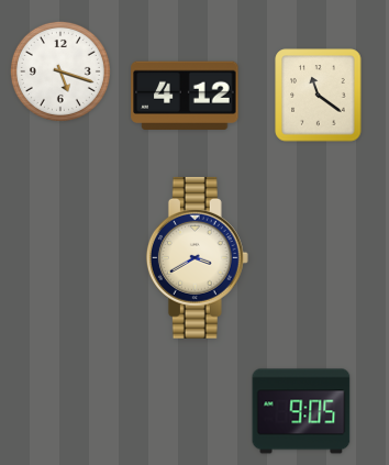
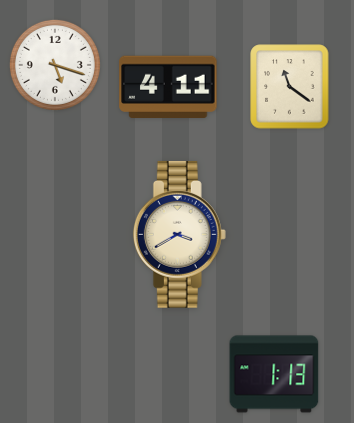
clock at (185, 95): 4:12 -> 4:11
clock at (301, 411): 9:05 -> 1:13
